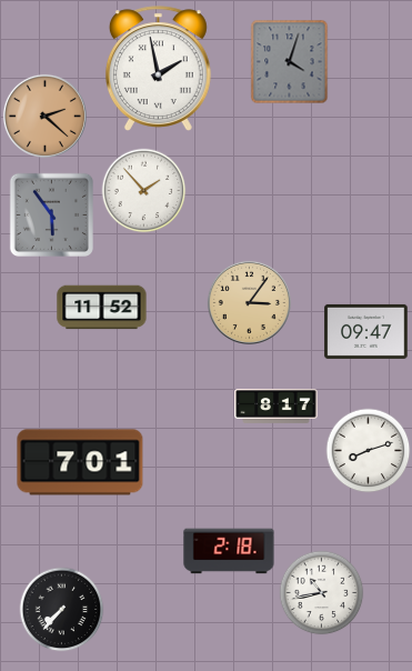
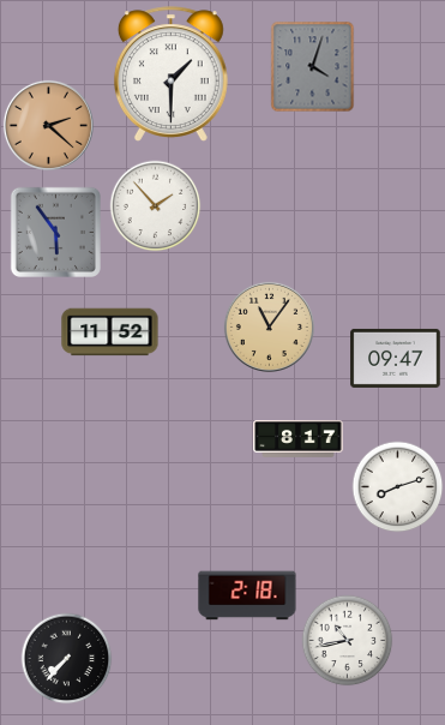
clock at (158, 69): 1:58 -> 1:30
clock at (249, 302): 3:06 -> 11:06
clock at (80, 462): 7:01 -> none
